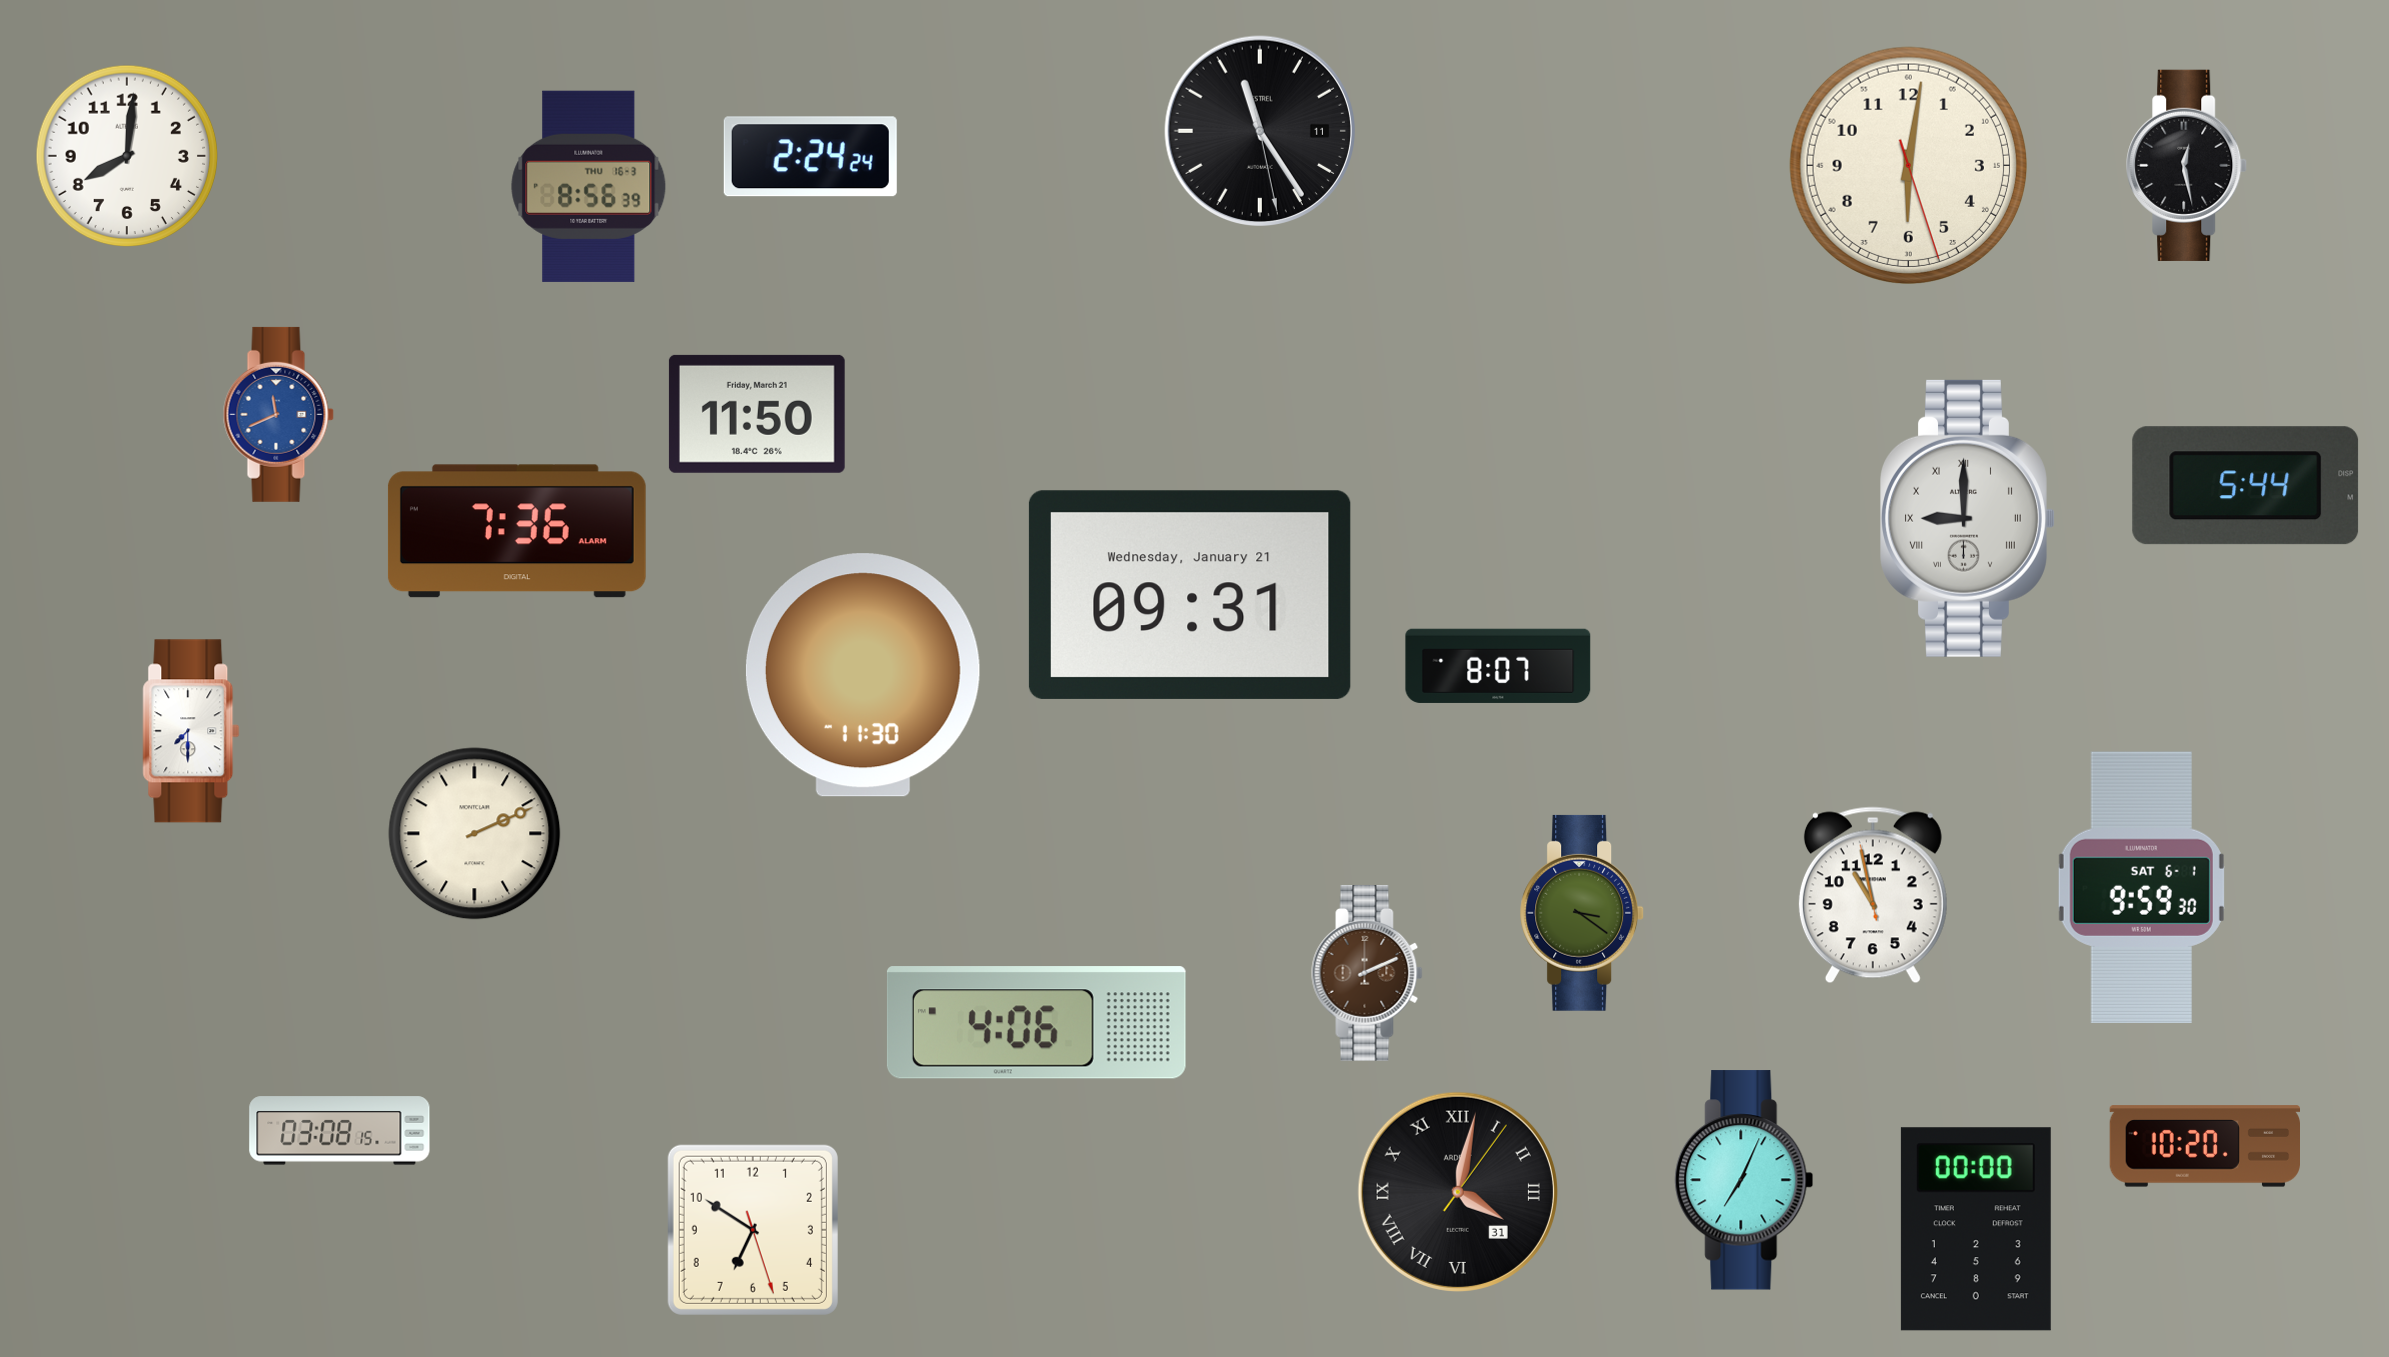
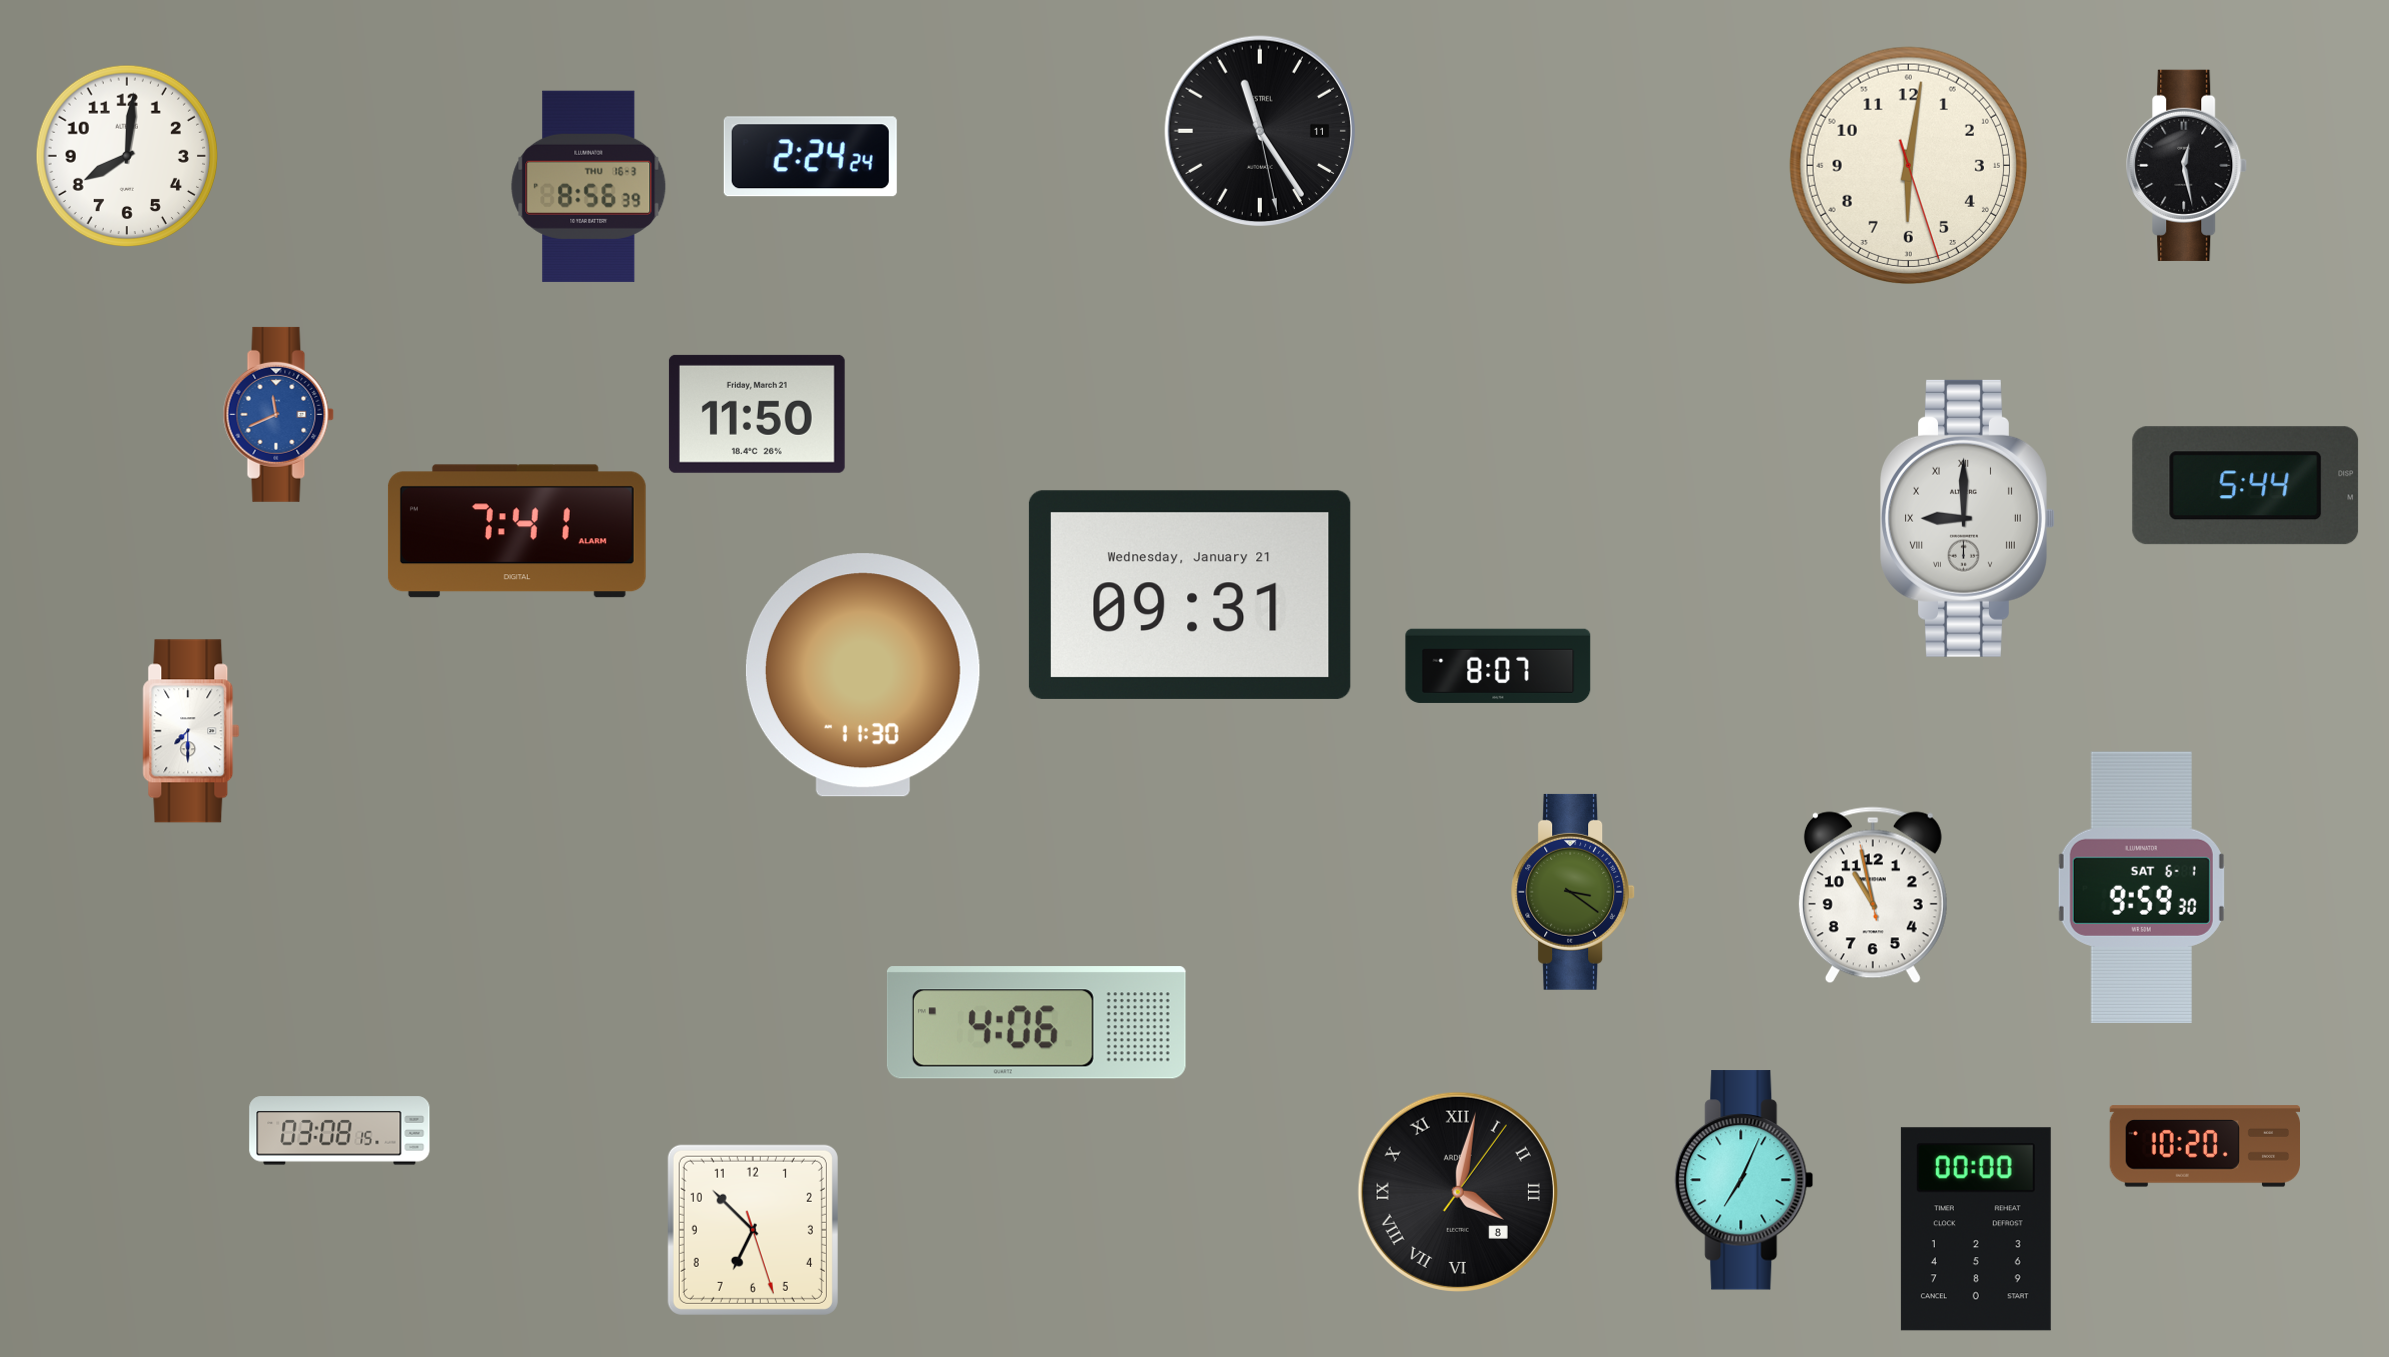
clock at (517, 531): 7:36 -> 7:41
clock at (475, 834): 2:11 -> none
clock at (1583, 913) position: (1583, 913) -> (1574, 892)
clock at (1367, 973): 2:11 -> none
clock at (1458, 1192) date: 31 -> 8
clock at (753, 1230): 6:50 -> 6:52
